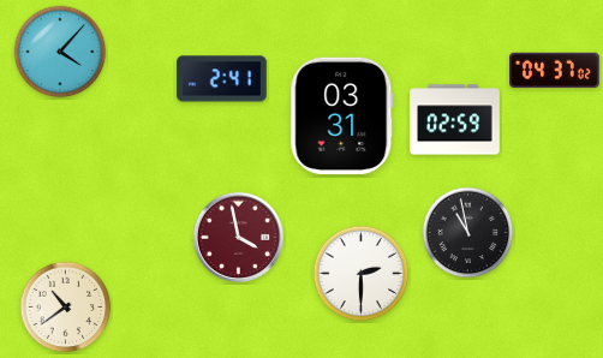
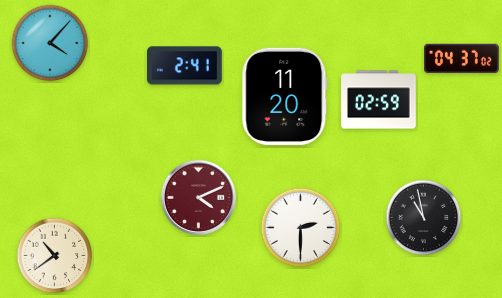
clock at (342, 115): 03:31 -> 11:20
clock at (468, 233) position: (468, 233) -> (424, 218)
clock at (238, 237): 3:58 -> 4:11
